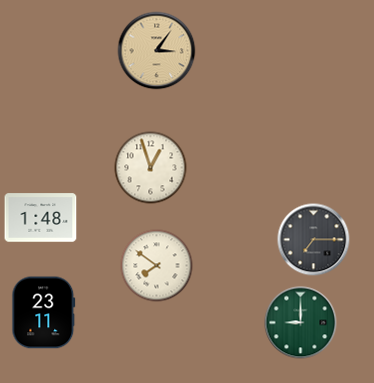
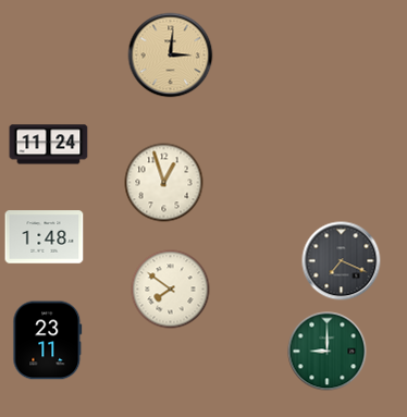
clock at (157, 51): 3:06 -> 3:01
clock at (49, 145): none -> 11:24
clock at (314, 240): 7:15 -> 7:19
